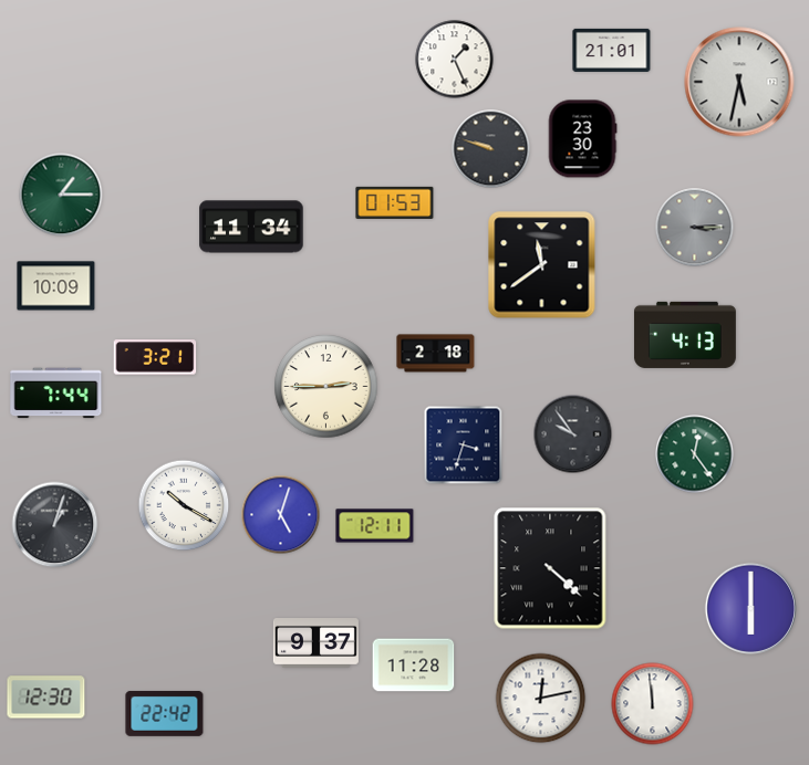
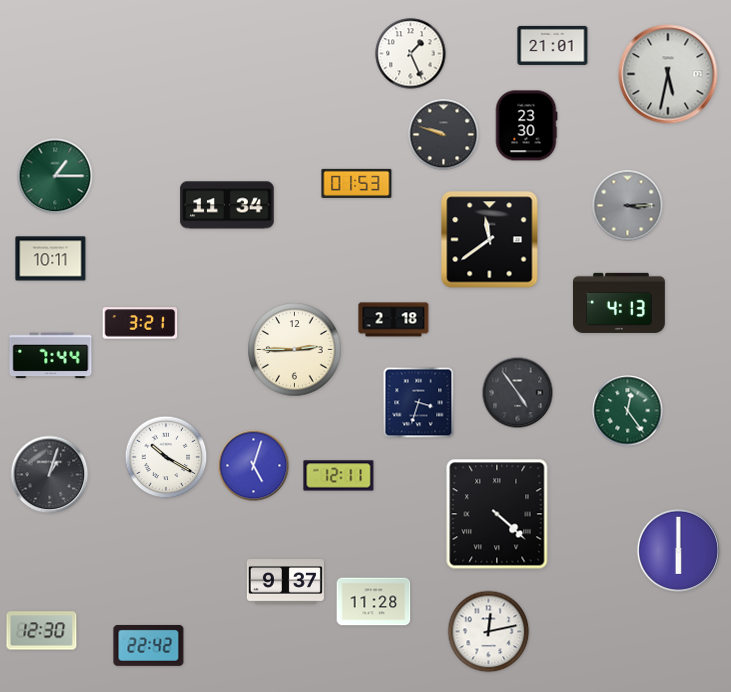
clock at (56, 286): 10:09 -> 10:11
clock at (573, 434): 9:54 -> 4:54
clock at (653, 704): 11:59 -> none
